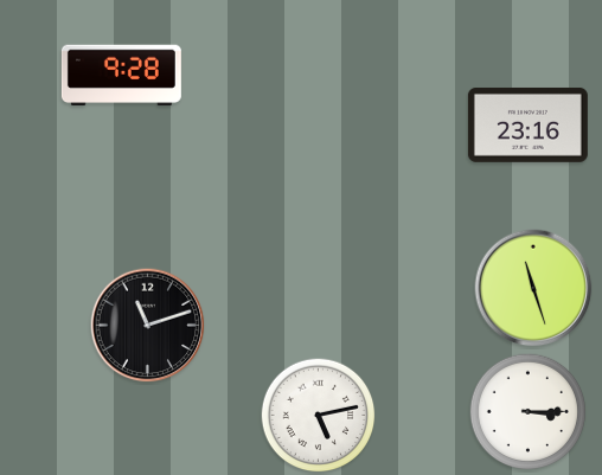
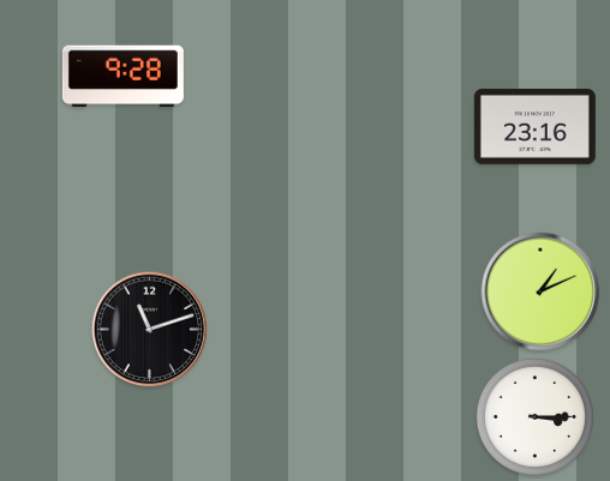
clock at (533, 288): 11:27 -> 1:11
clock at (319, 416): 5:13 -> none
